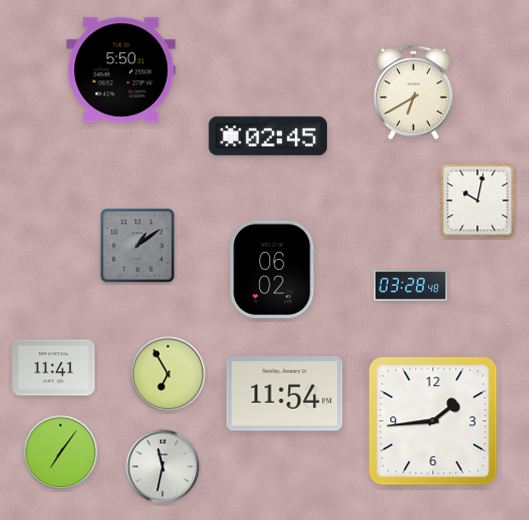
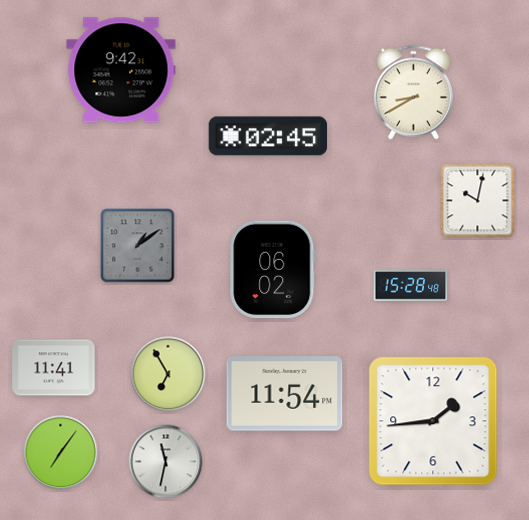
clock at (121, 70): 5:50 -> 9:42
clock at (413, 93): 6:40 -> 8:40
clock at (411, 286): 03:28 -> 15:28
clock at (163, 467) position: (163, 467) -> (166, 462)
